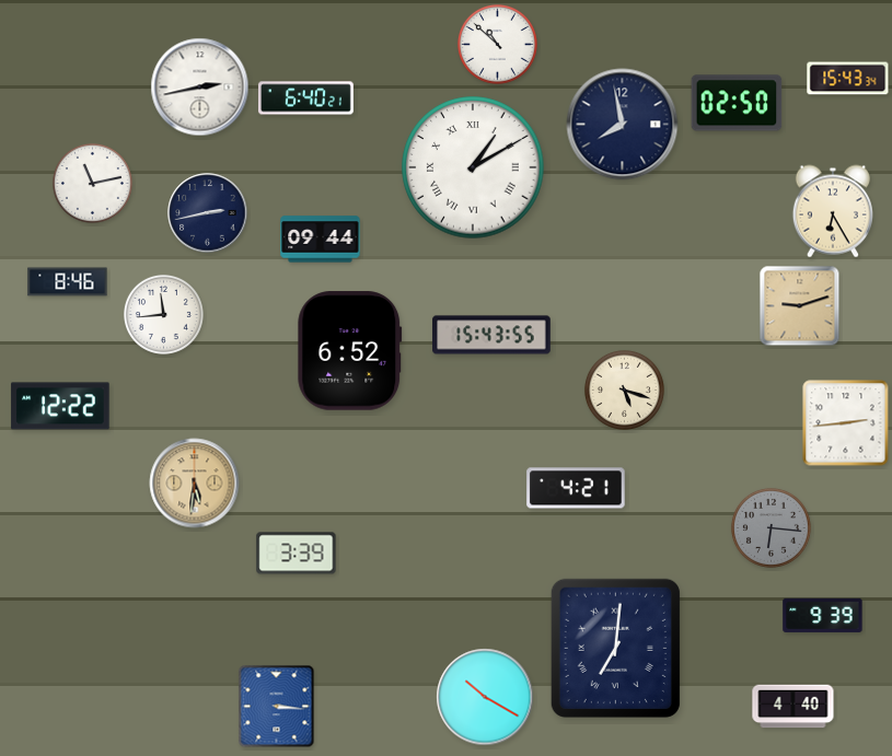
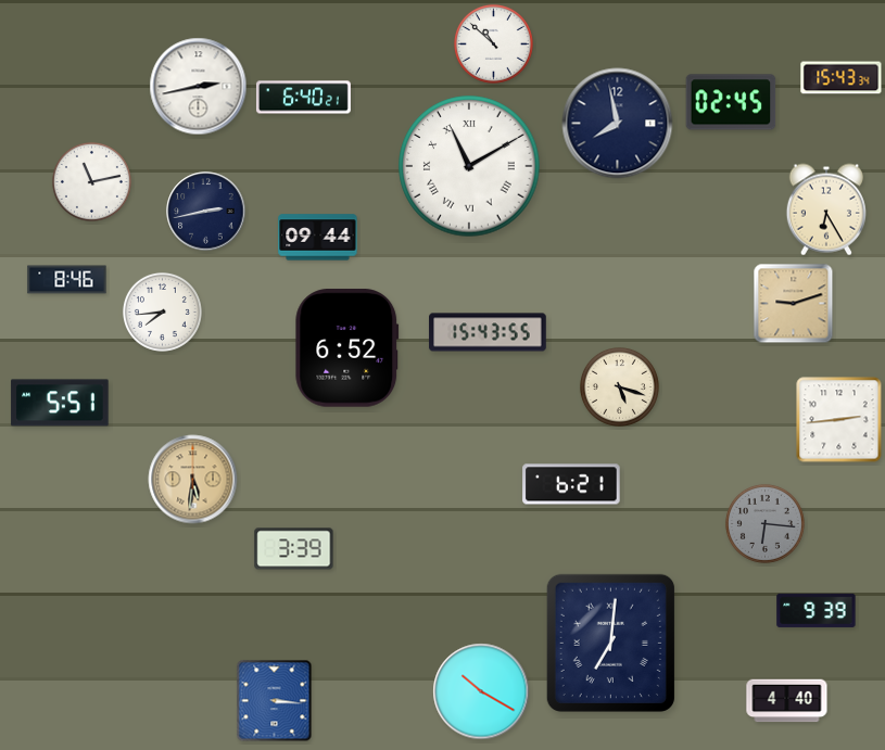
clock at (737, 103): 02:50 -> 02:45
clock at (473, 167): 1:10 -> 11:10
clock at (163, 314): 11:44 -> 7:44
clock at (60, 406): 12:22 -> 5:51
clock at (576, 488): 4:21 -> 6:21
